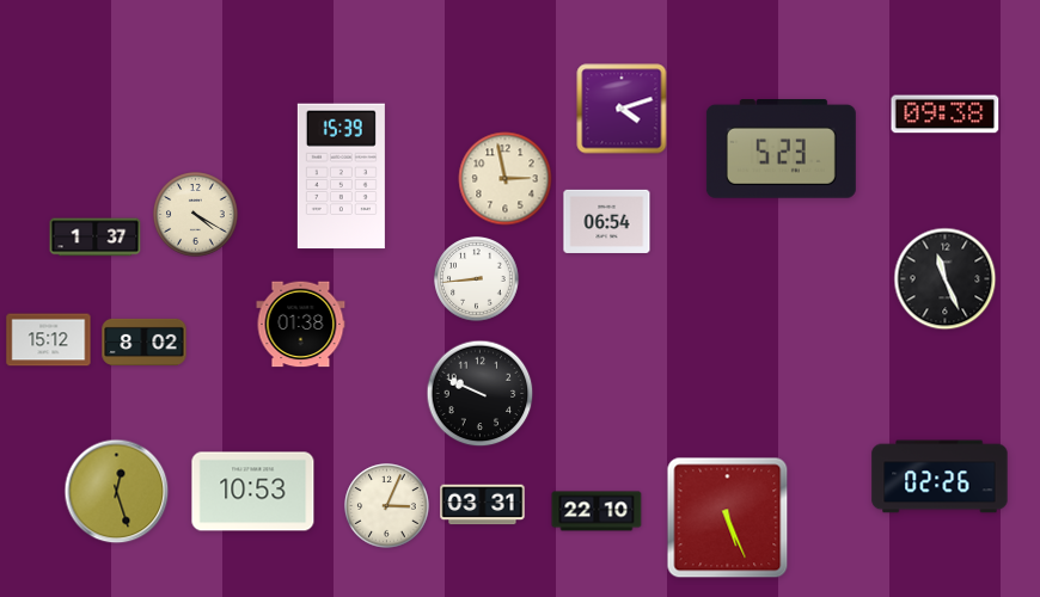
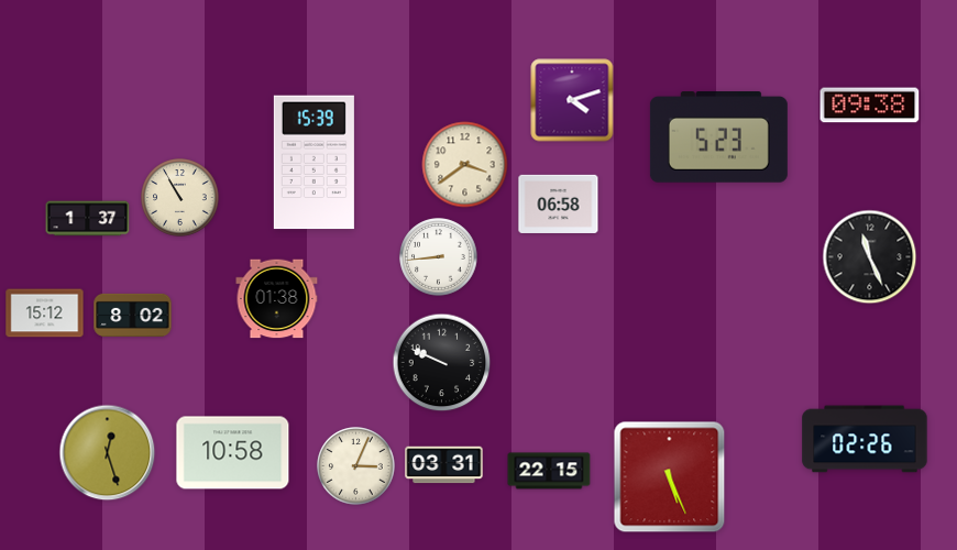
clock at (506, 179): 2:58 -> 3:39
clock at (196, 215): 4:20 -> 10:55
clock at (607, 221): 06:54 -> 06:58
clock at (253, 492): 10:53 -> 10:58
clock at (597, 511): 22:10 -> 22:15
